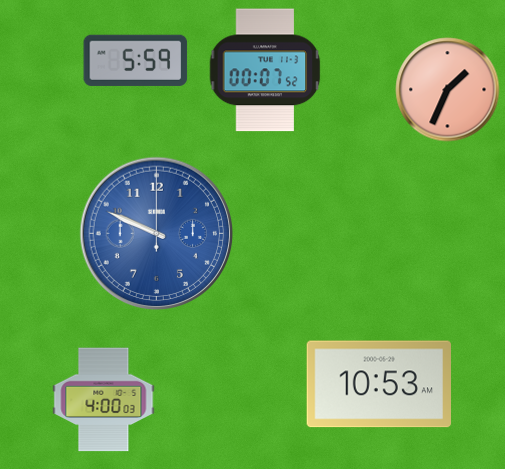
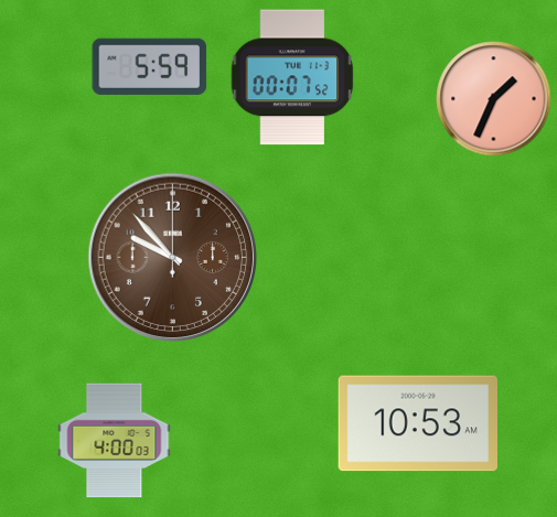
clock at (157, 234): 9:49 -> 9:53
clock at (157, 234) dial: blue -> brown
